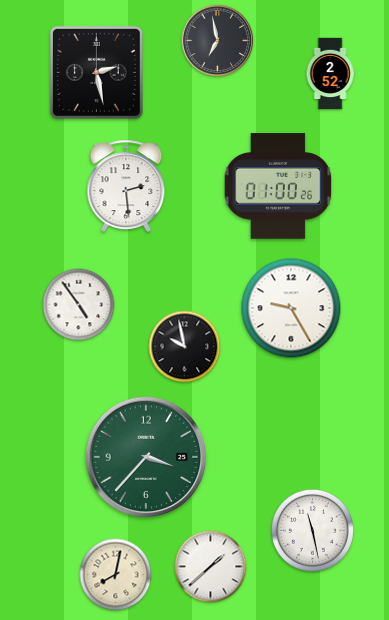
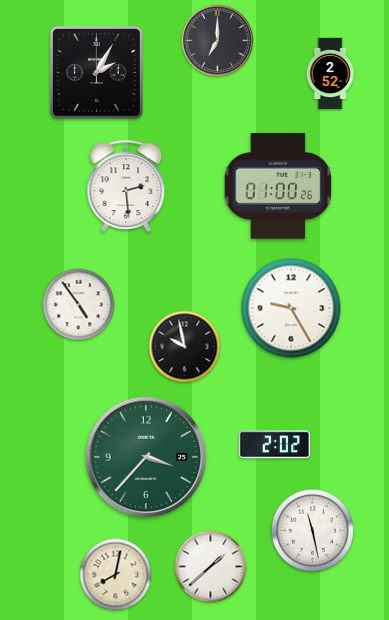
clock at (218, 41): 6:58 -> 7:00
clock at (96, 72): 2:28 -> 2:05
clock at (274, 445): none -> 2:02
